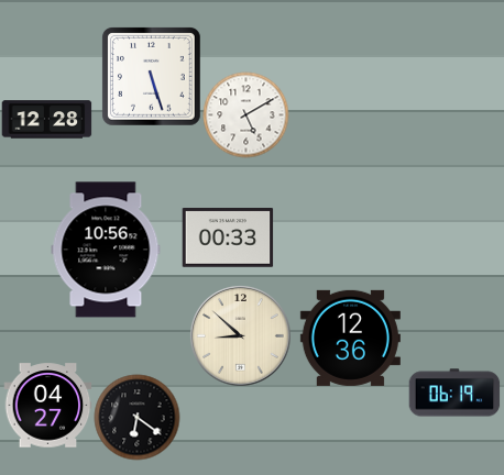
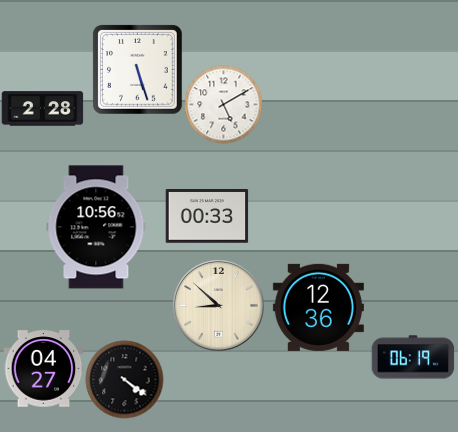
clock at (46, 120): 12:28 -> 2:28
clock at (136, 417): 6:21 -> 4:21
